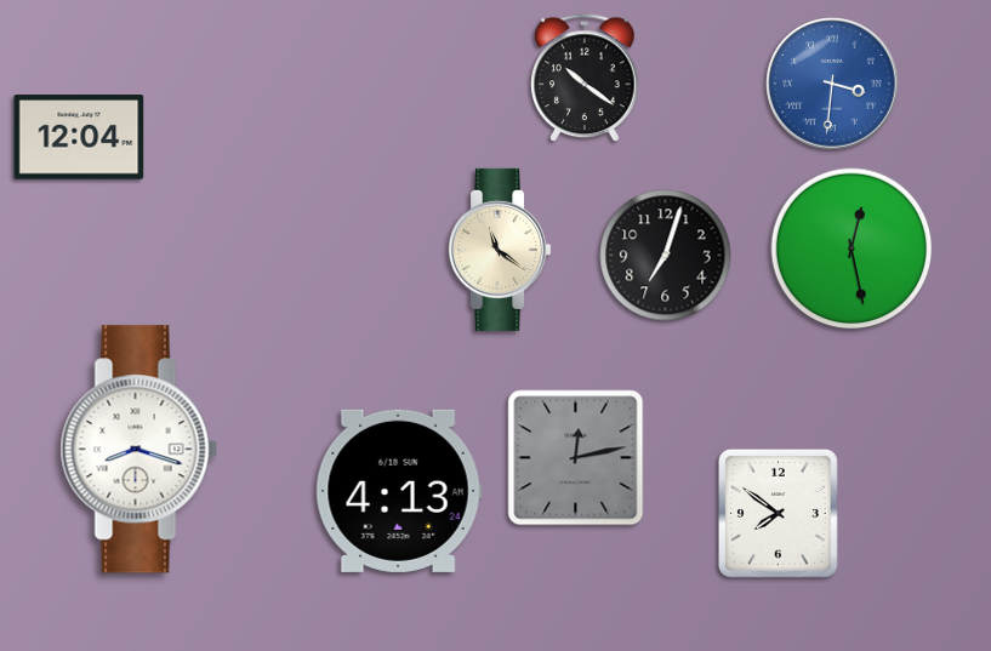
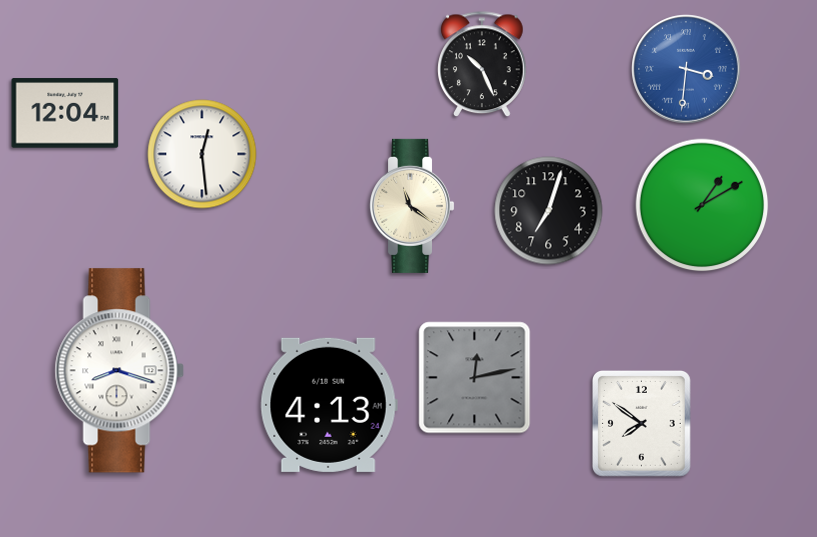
clock at (585, 79): 10:21 -> 10:26
clock at (202, 154): none -> 12:29
clock at (852, 249): 12:28 -> 1:10
clock at (138, 450) position: (138, 450) -> (119, 371)
